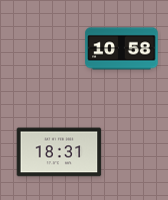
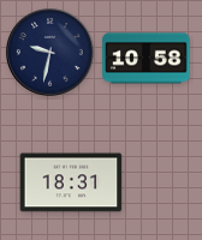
clock at (50, 53): none -> 9:32
